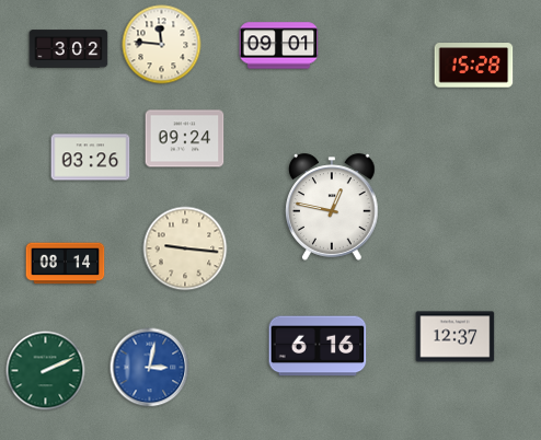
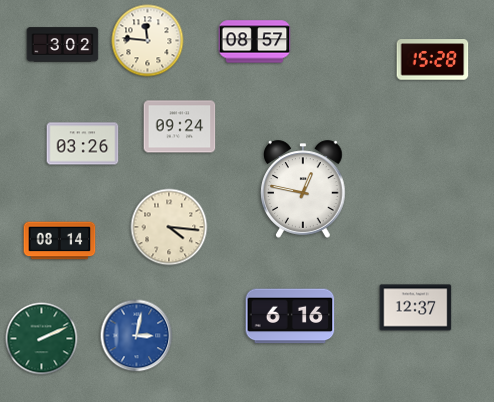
clock at (279, 46): 09:01 -> 08:57
clock at (185, 139) position: (185, 139) -> (180, 127)
clock at (185, 248): 9:16 -> 4:16
